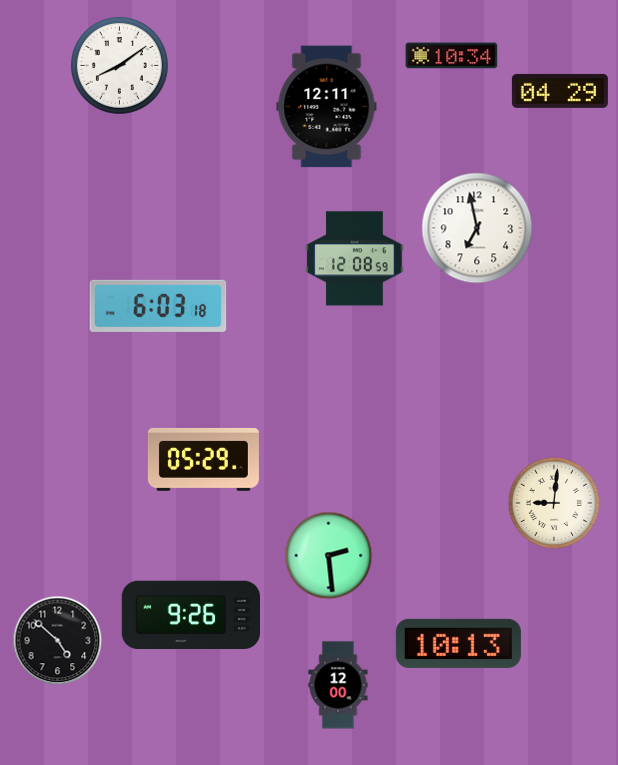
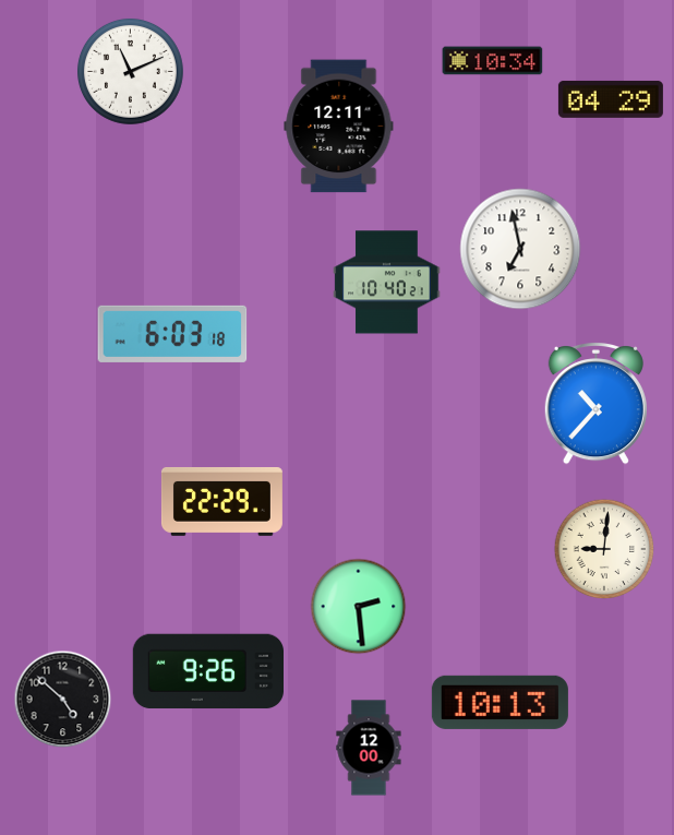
clock at (119, 65): 8:09 -> 11:11
clock at (327, 107) position: (327, 107) -> (339, 127)
clock at (355, 259): 12:08 -> 10:40
clock at (595, 404): none -> 10:37
clock at (203, 459): 05:29 -> 22:29
